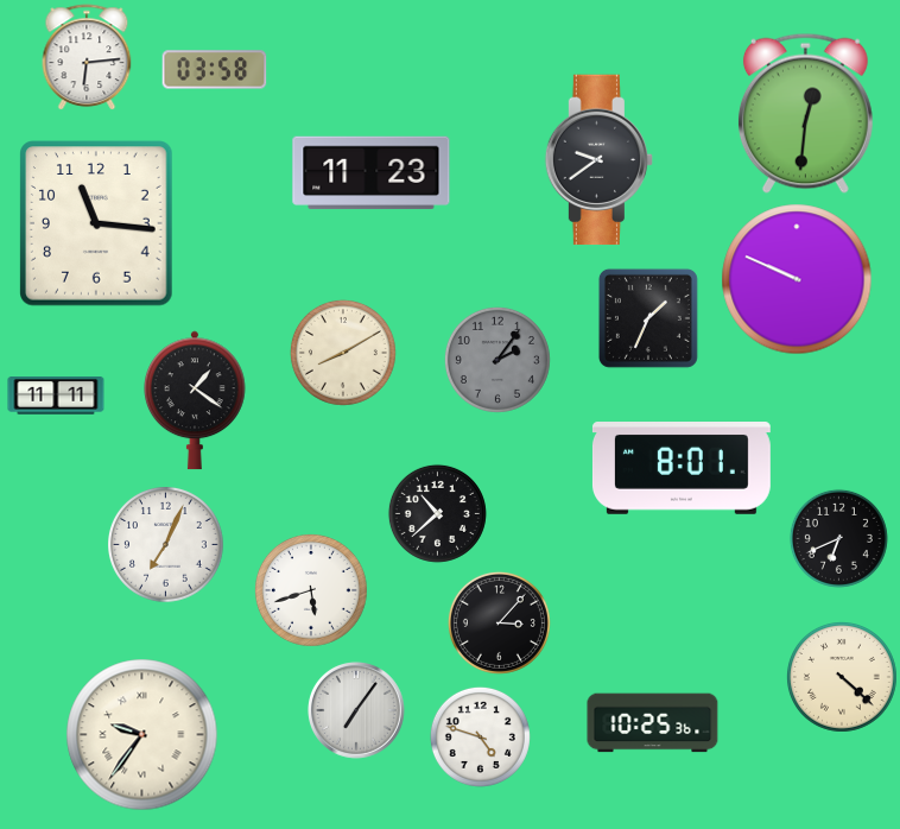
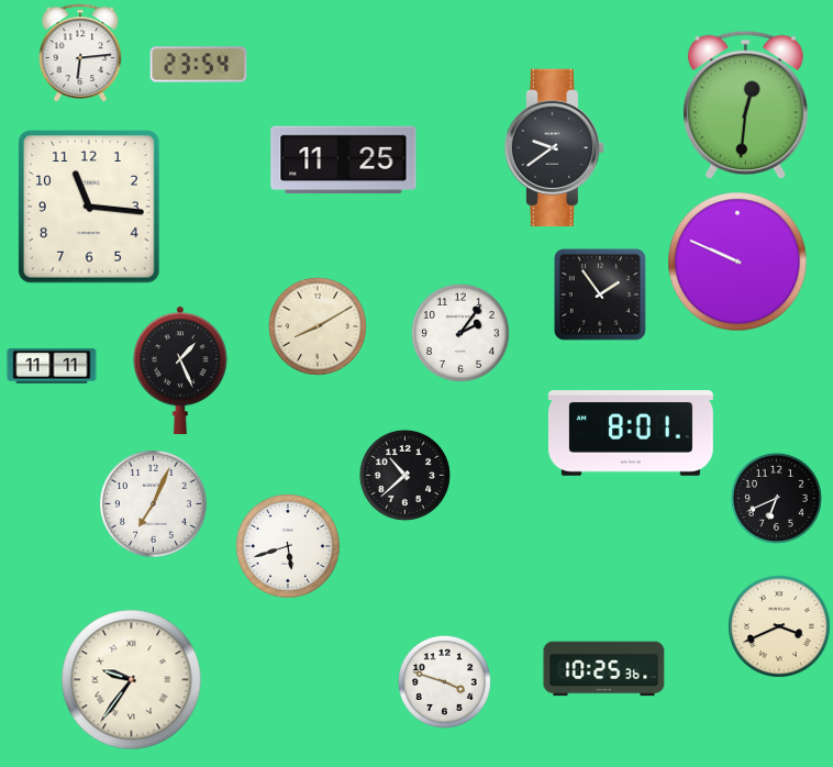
clock at (215, 70): 03:58 -> 23:54
clock at (372, 173): 11:23 -> 11:25
clock at (797, 279) position: (797, 279) -> (737, 262)
clock at (648, 318): 1:34 -> 1:54
clock at (497, 360) dial: grey -> white
clock at (196, 400): 1:21 -> 1:26
clock at (499, 622): 3:07 -> none
clock at (842, 677): 4:22 -> 3:41
clock at (357, 711): 7:06 -> none
clock at (480, 736): 4:48 -> 3:48
